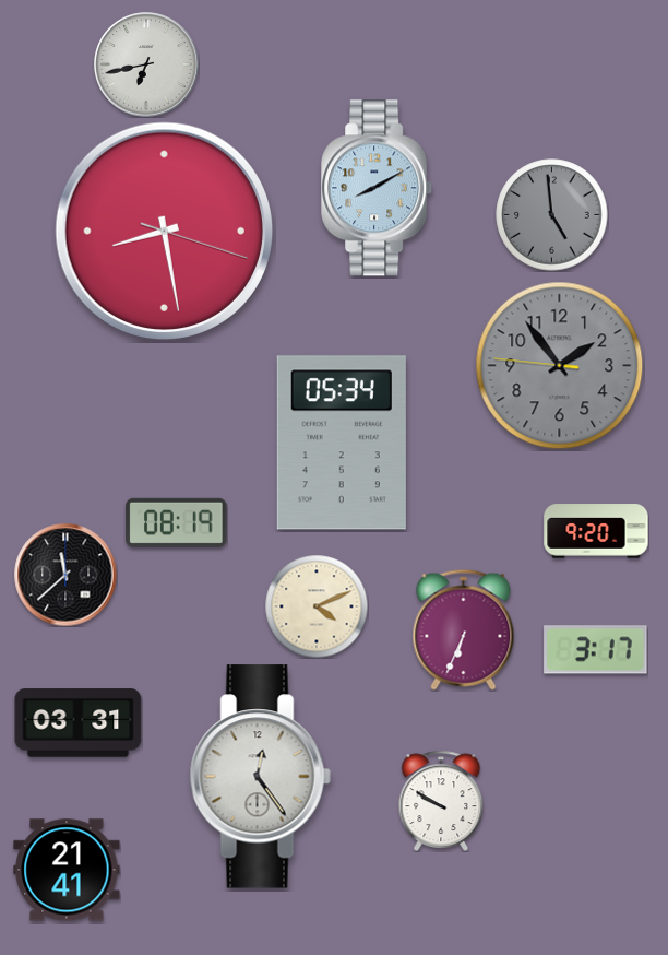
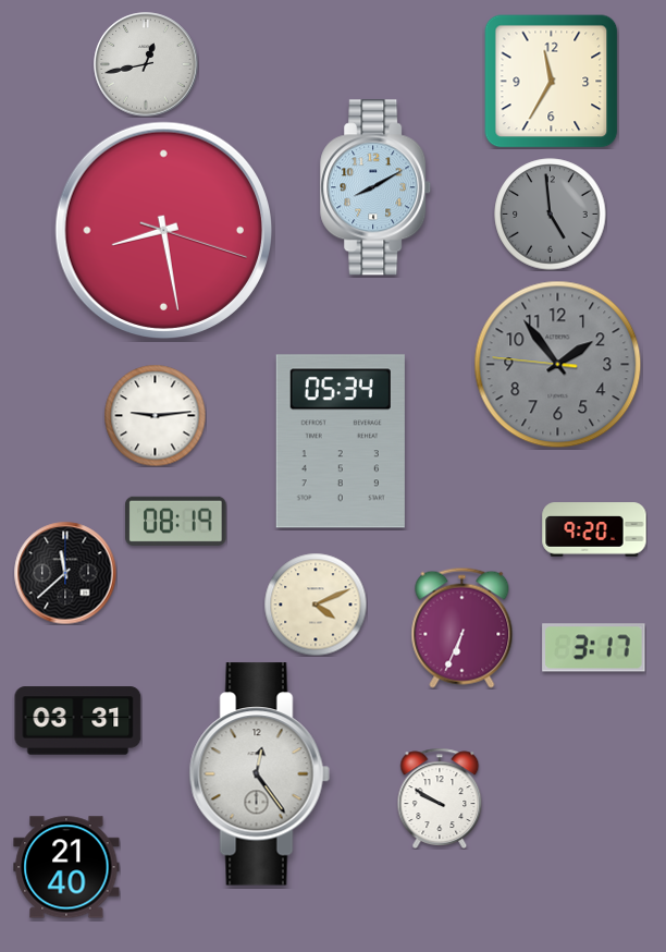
clock at (146, 64): 6:43 -> 12:43
clock at (552, 82): none -> 11:35
clock at (155, 415): none -> 9:14
clock at (67, 870): 21:41 -> 21:40
